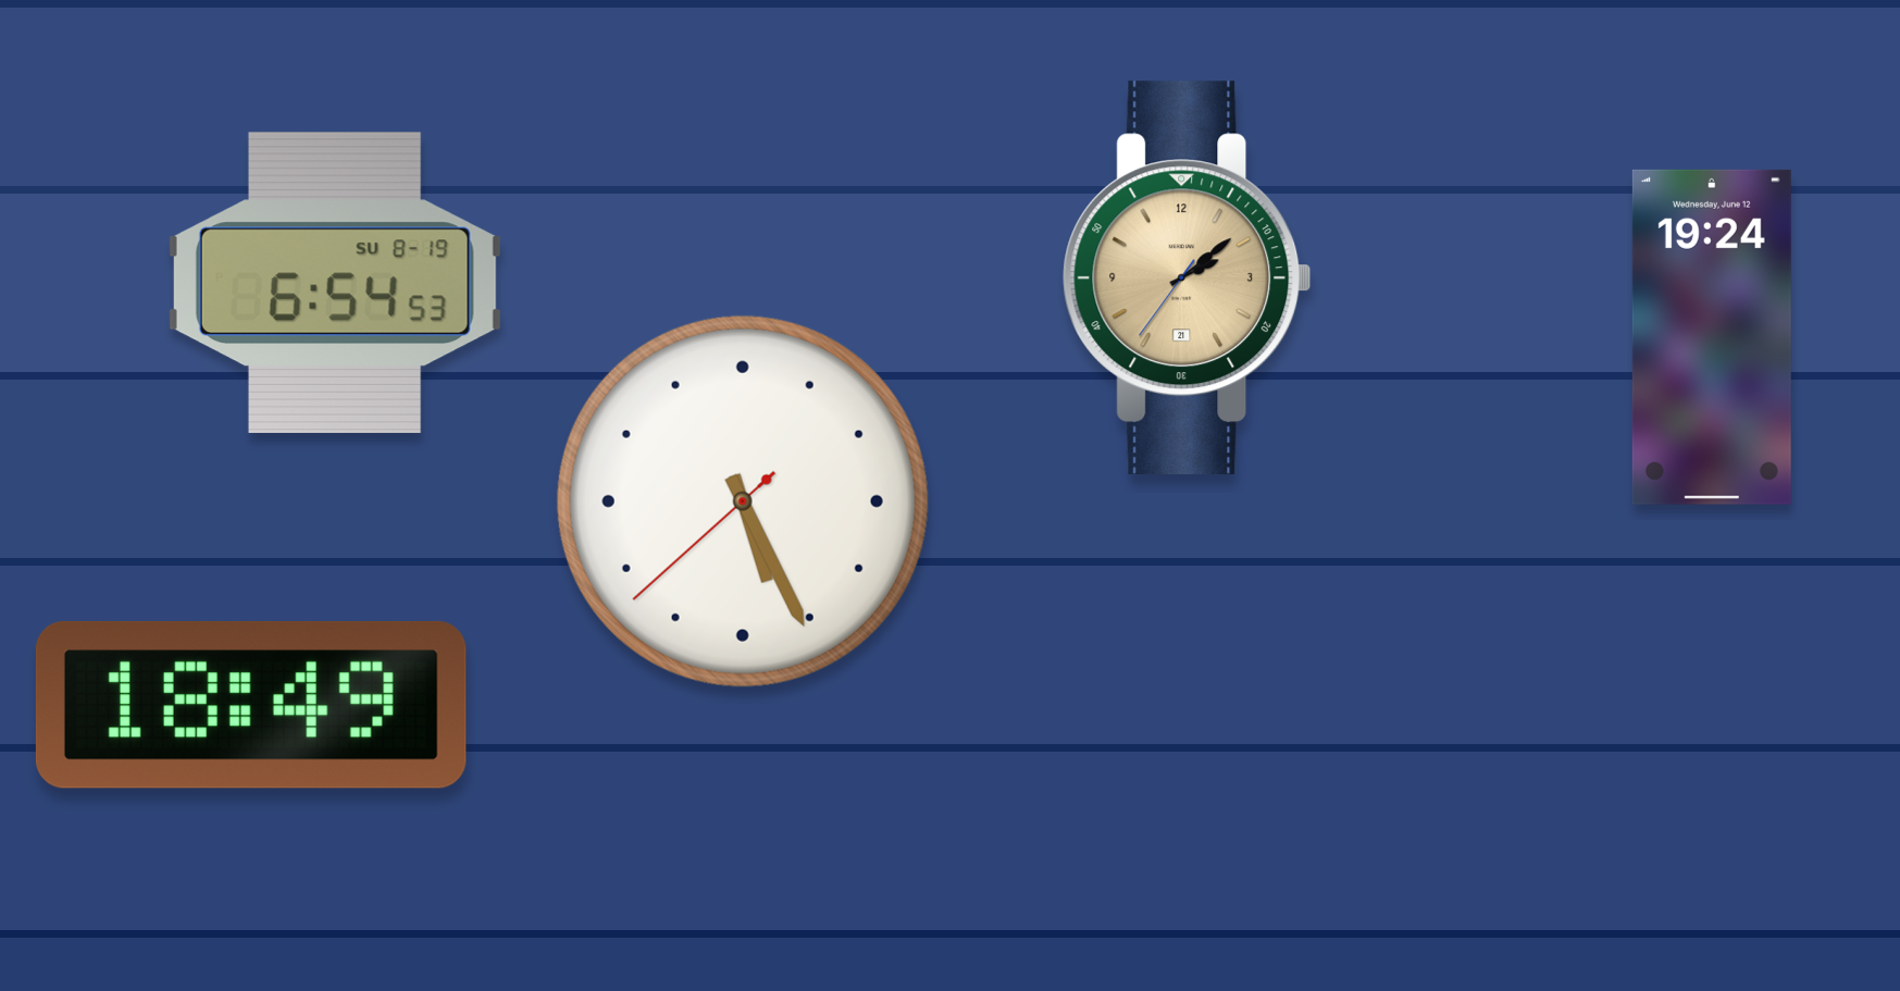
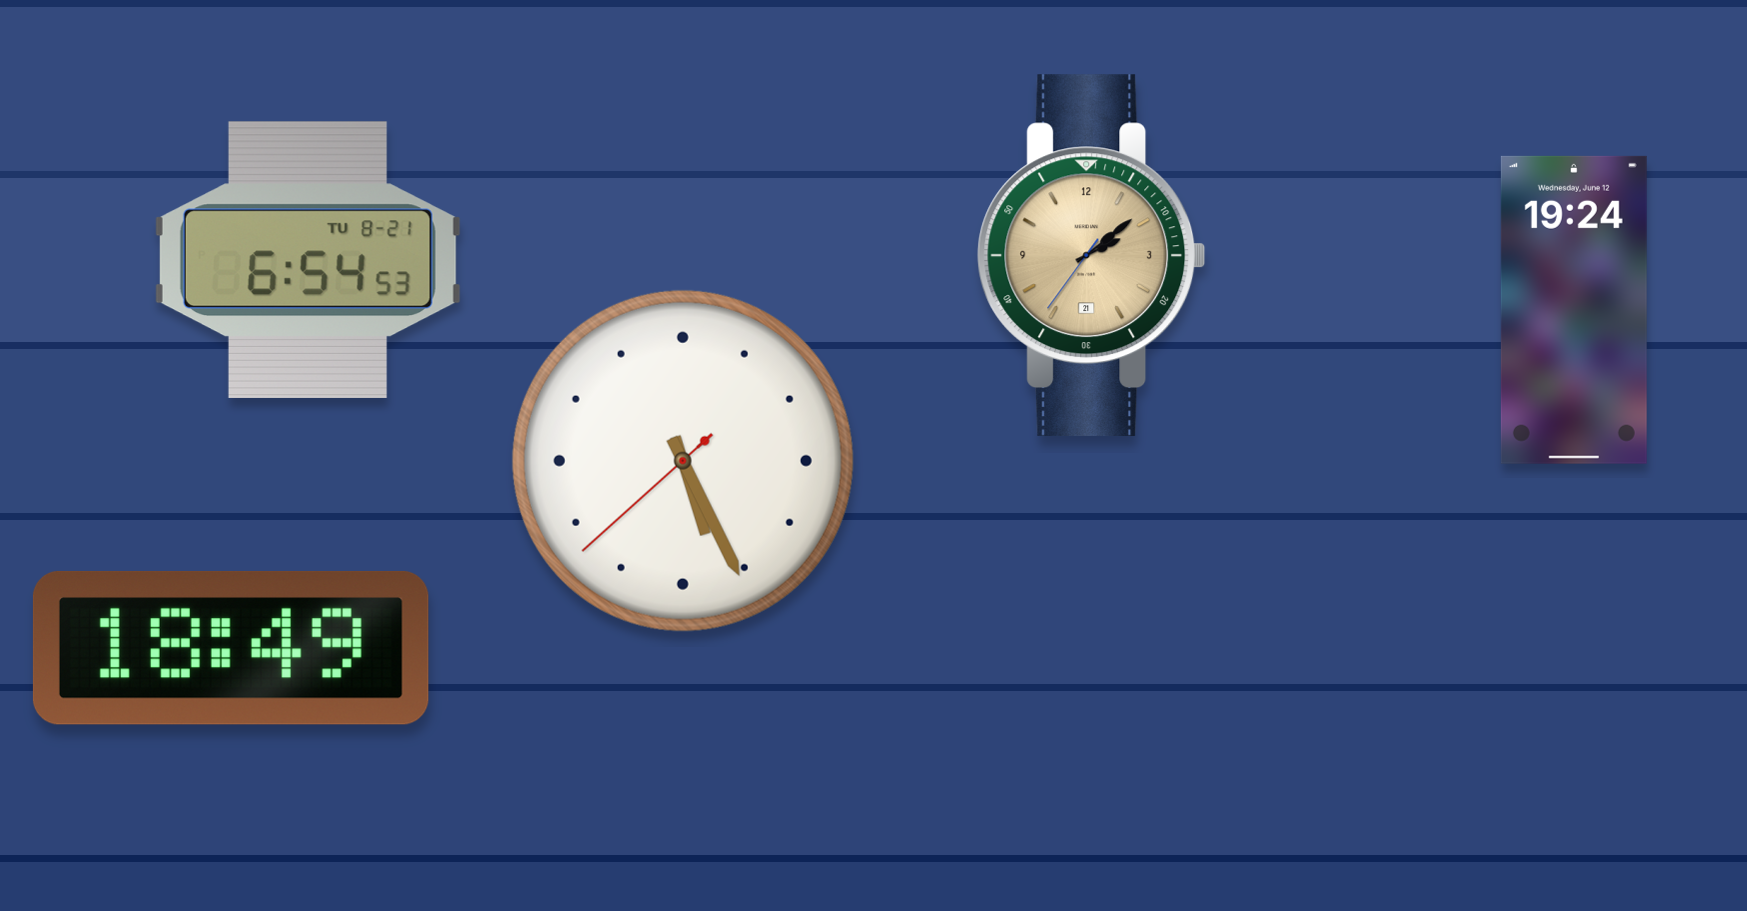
clock at (335, 283) date: SU 8-19 -> TU 8-21
